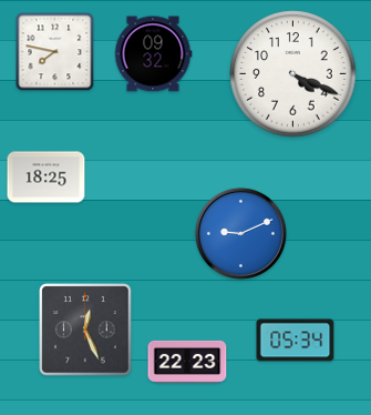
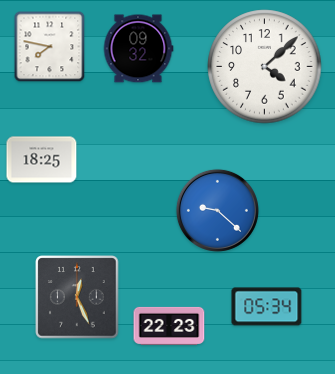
clock at (293, 74): 4:19 -> 4:08
clock at (240, 233): 9:11 -> 9:22
